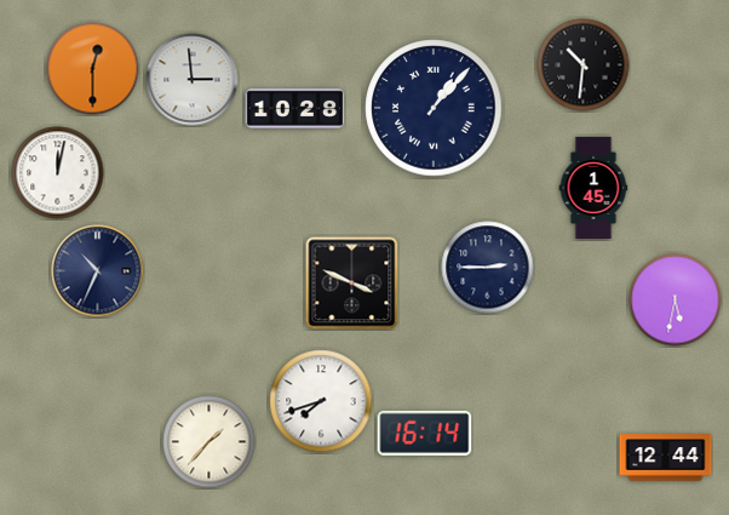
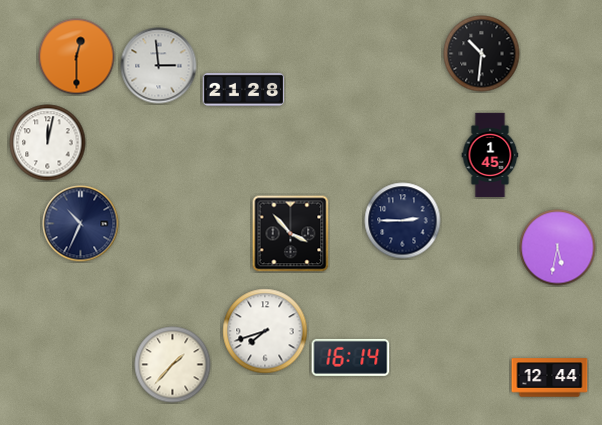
clock at (434, 108): 1:07 -> none
clock at (295, 109): 10:28 -> 21:28
clock at (352, 284): 3:49 -> 3:53
